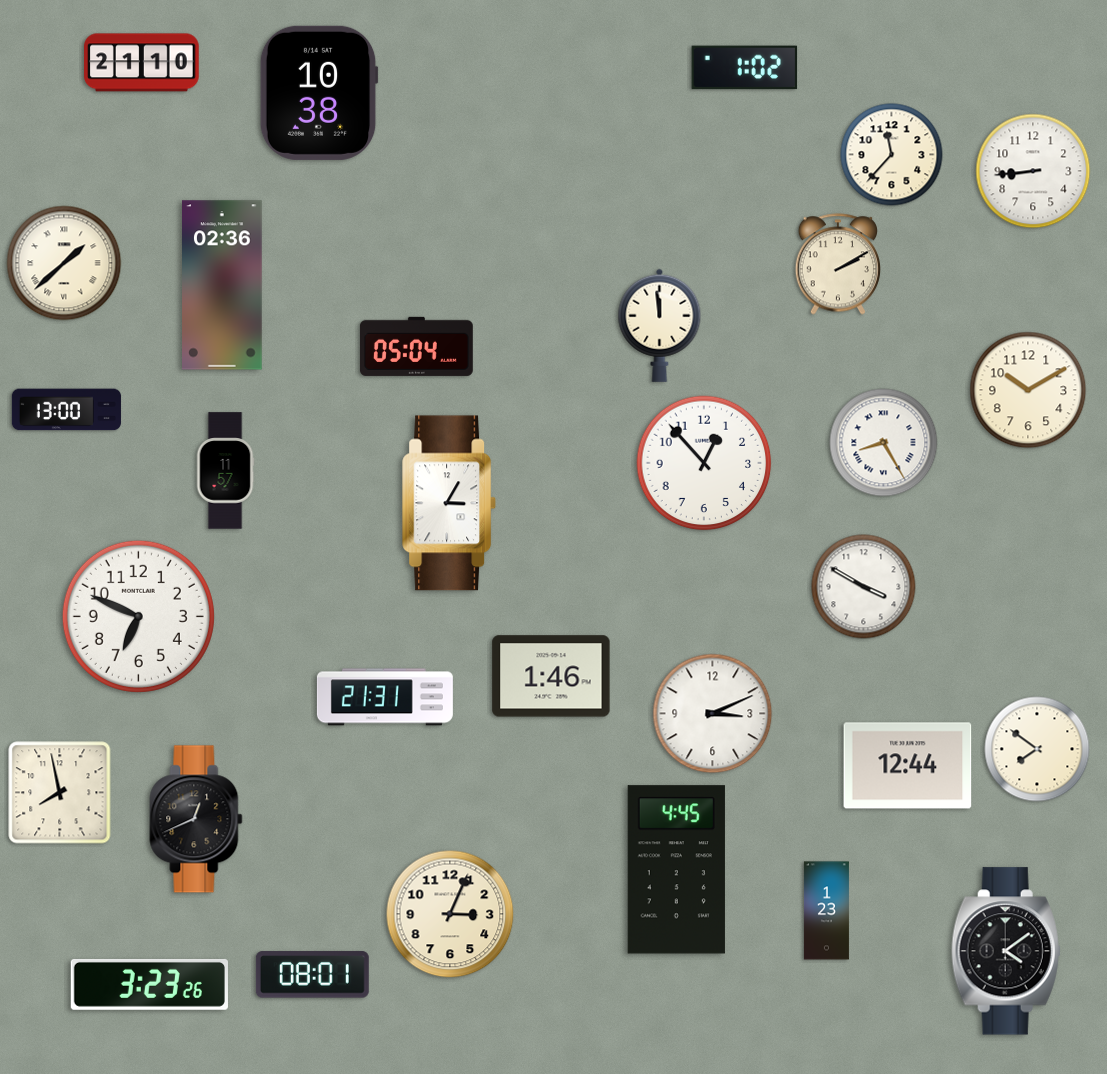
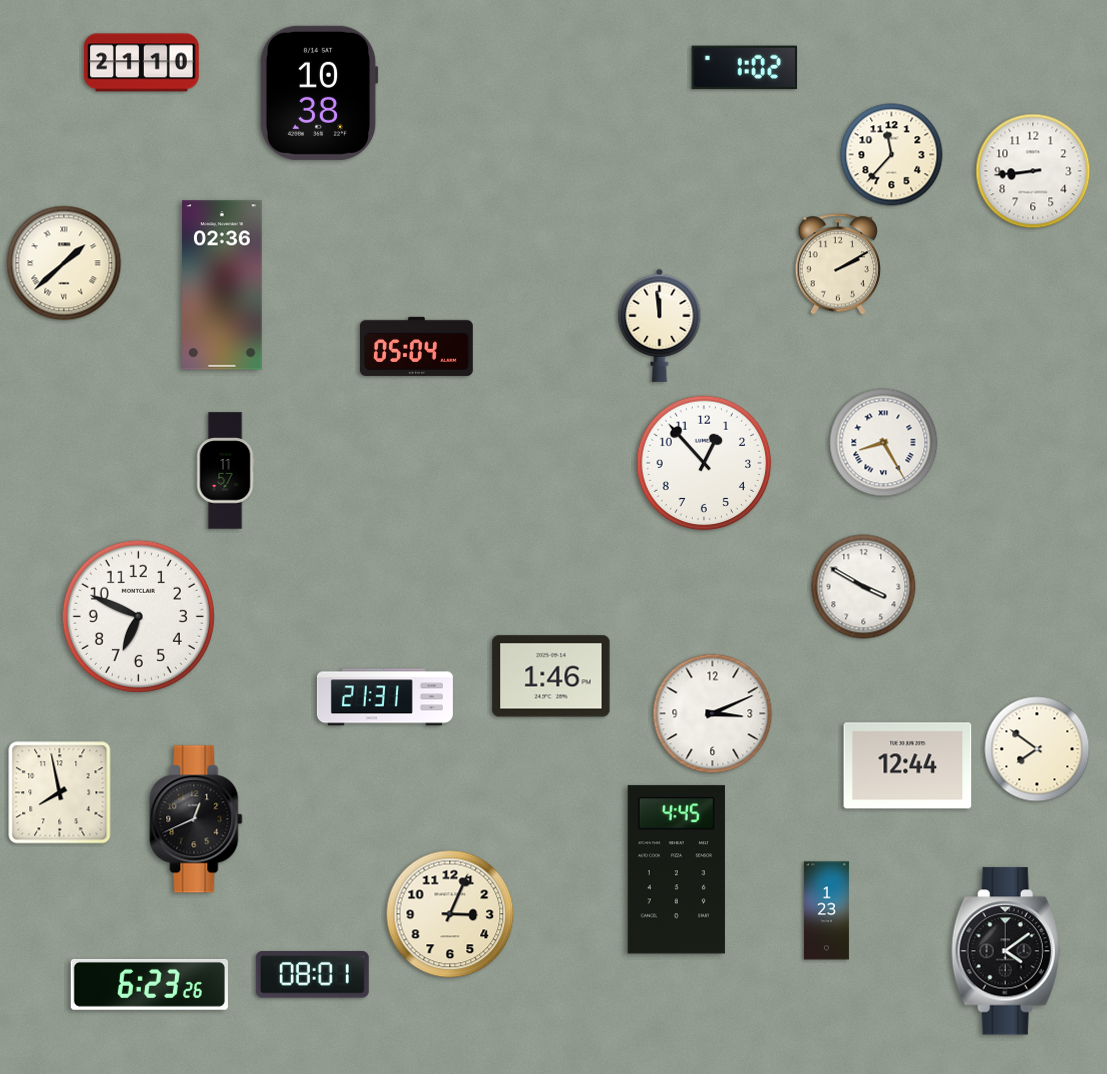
clock at (1028, 390): 10:10 -> none
clock at (66, 410): 13:00 -> none
clock at (450, 503): 3:05 -> none
clock at (149, 984): 3:23 -> 6:23
